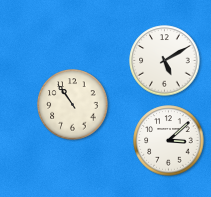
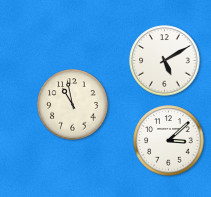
clock at (73, 105): 10:54 -> 10:58
